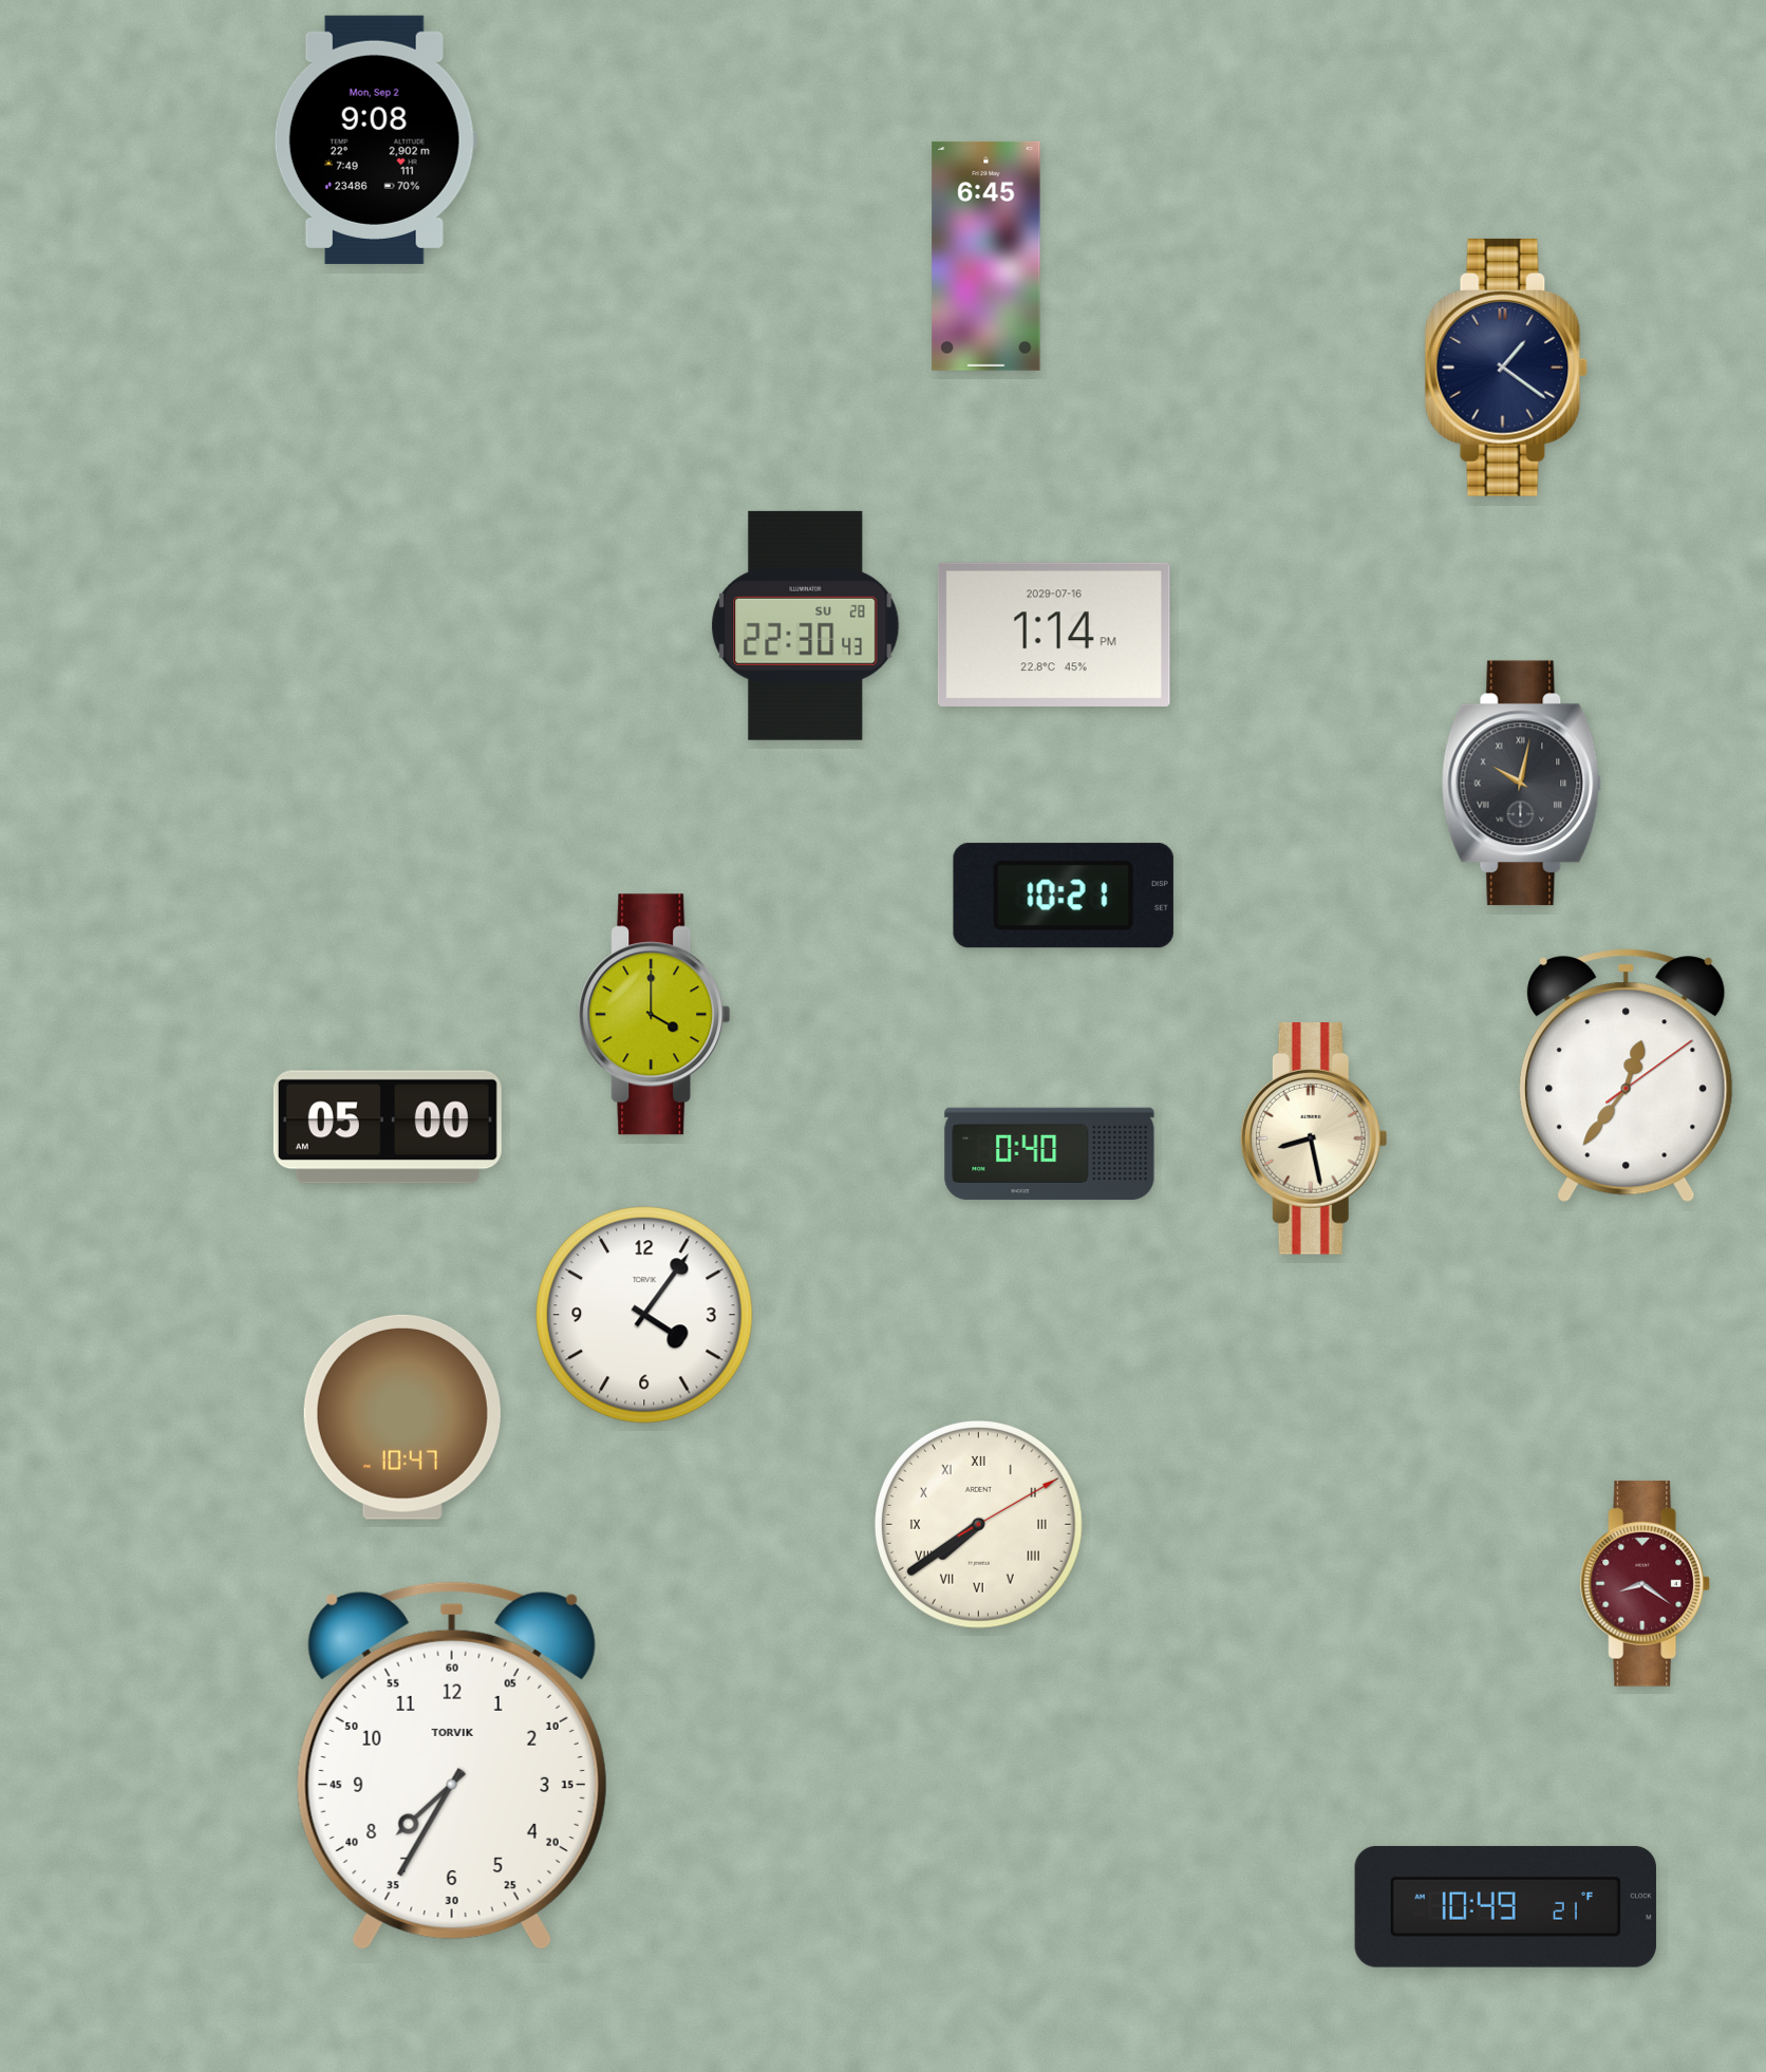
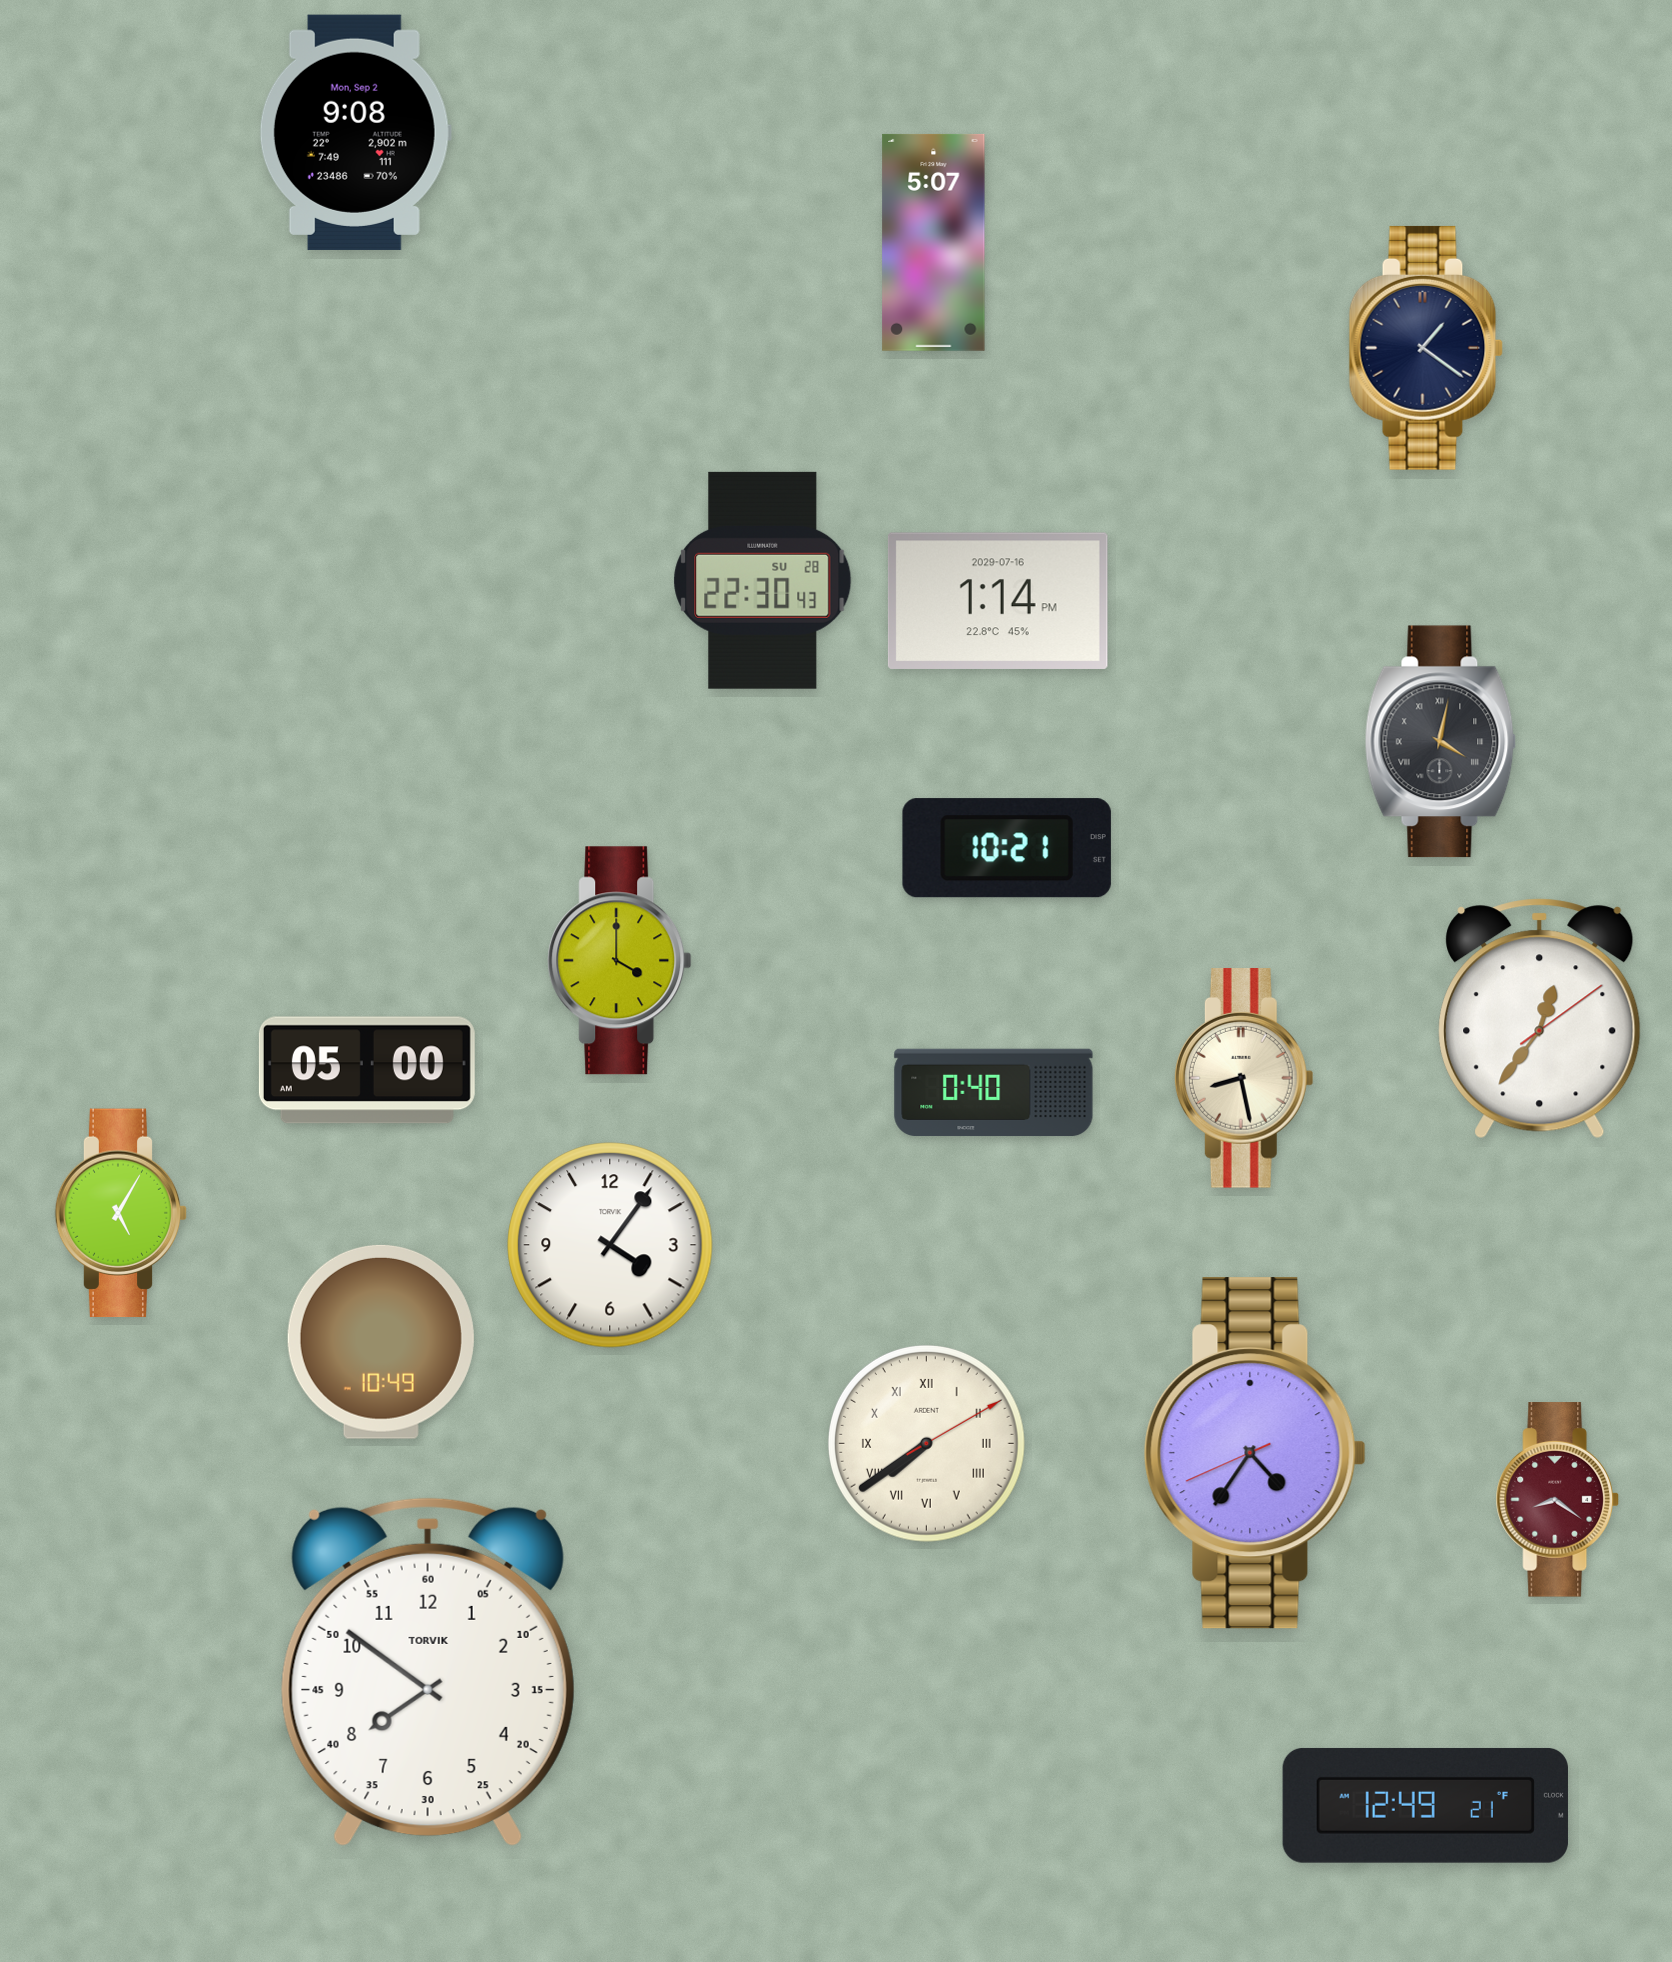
clock at (987, 256): 6:45 -> 5:07
clock at (806, 625) position: (806, 625) -> (763, 580)
clock at (1522, 784): 10:02 -> 4:02
clock at (388, 1127) position: (388, 1127) -> (367, 1070)
clock at (121, 1213): none -> 5:05
clock at (402, 1417): 10:47 -> 10:49
clock at (1255, 1453): none -> 4:35
clock at (452, 1766): 7:35 -> 7:51
clock at (1505, 1906): 10:49 -> 12:49
